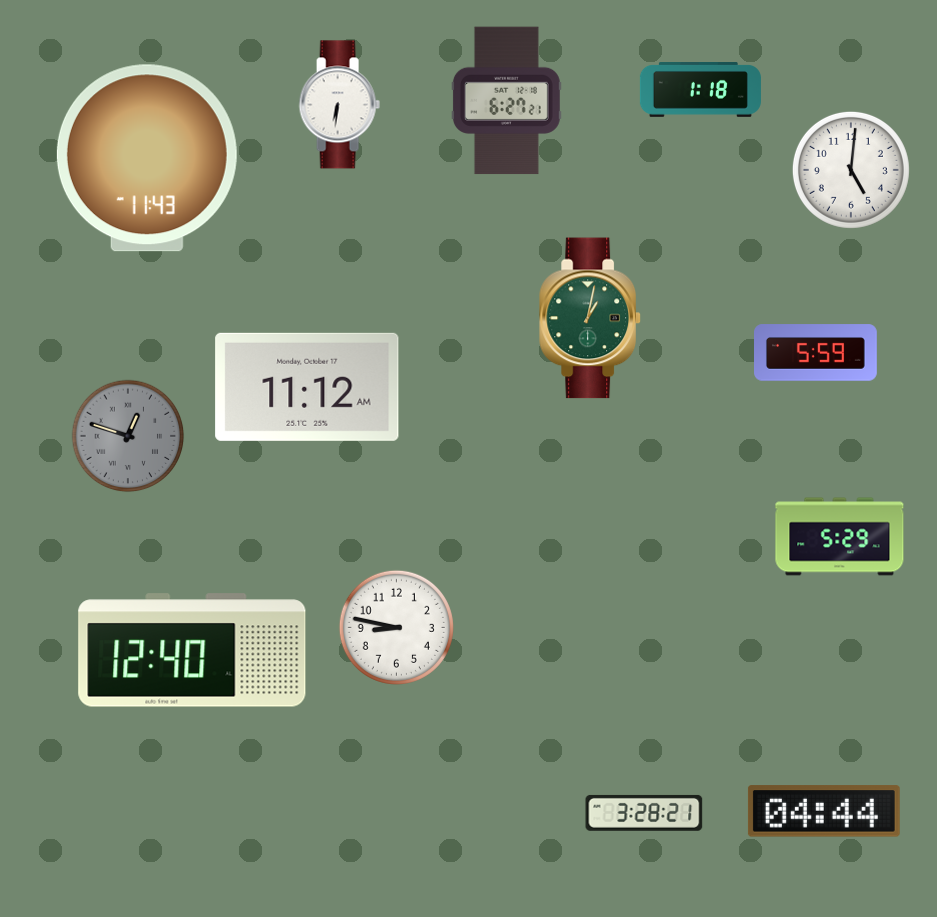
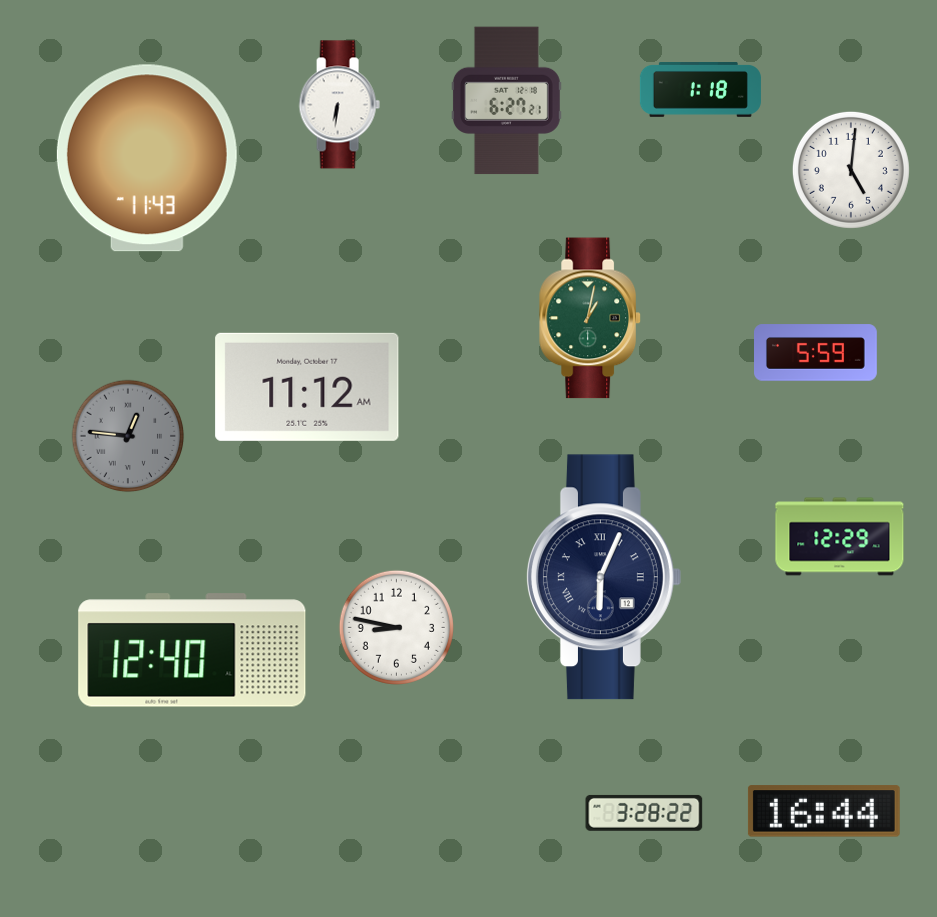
clock at (128, 436): 12:48 -> 12:46
clock at (840, 537): 5:29 -> 12:29
clock at (603, 577): none -> 6:04
clock at (824, 811): 04:44 -> 16:44
clock at (644, 813): 3:28:21 -> 3:28:22
